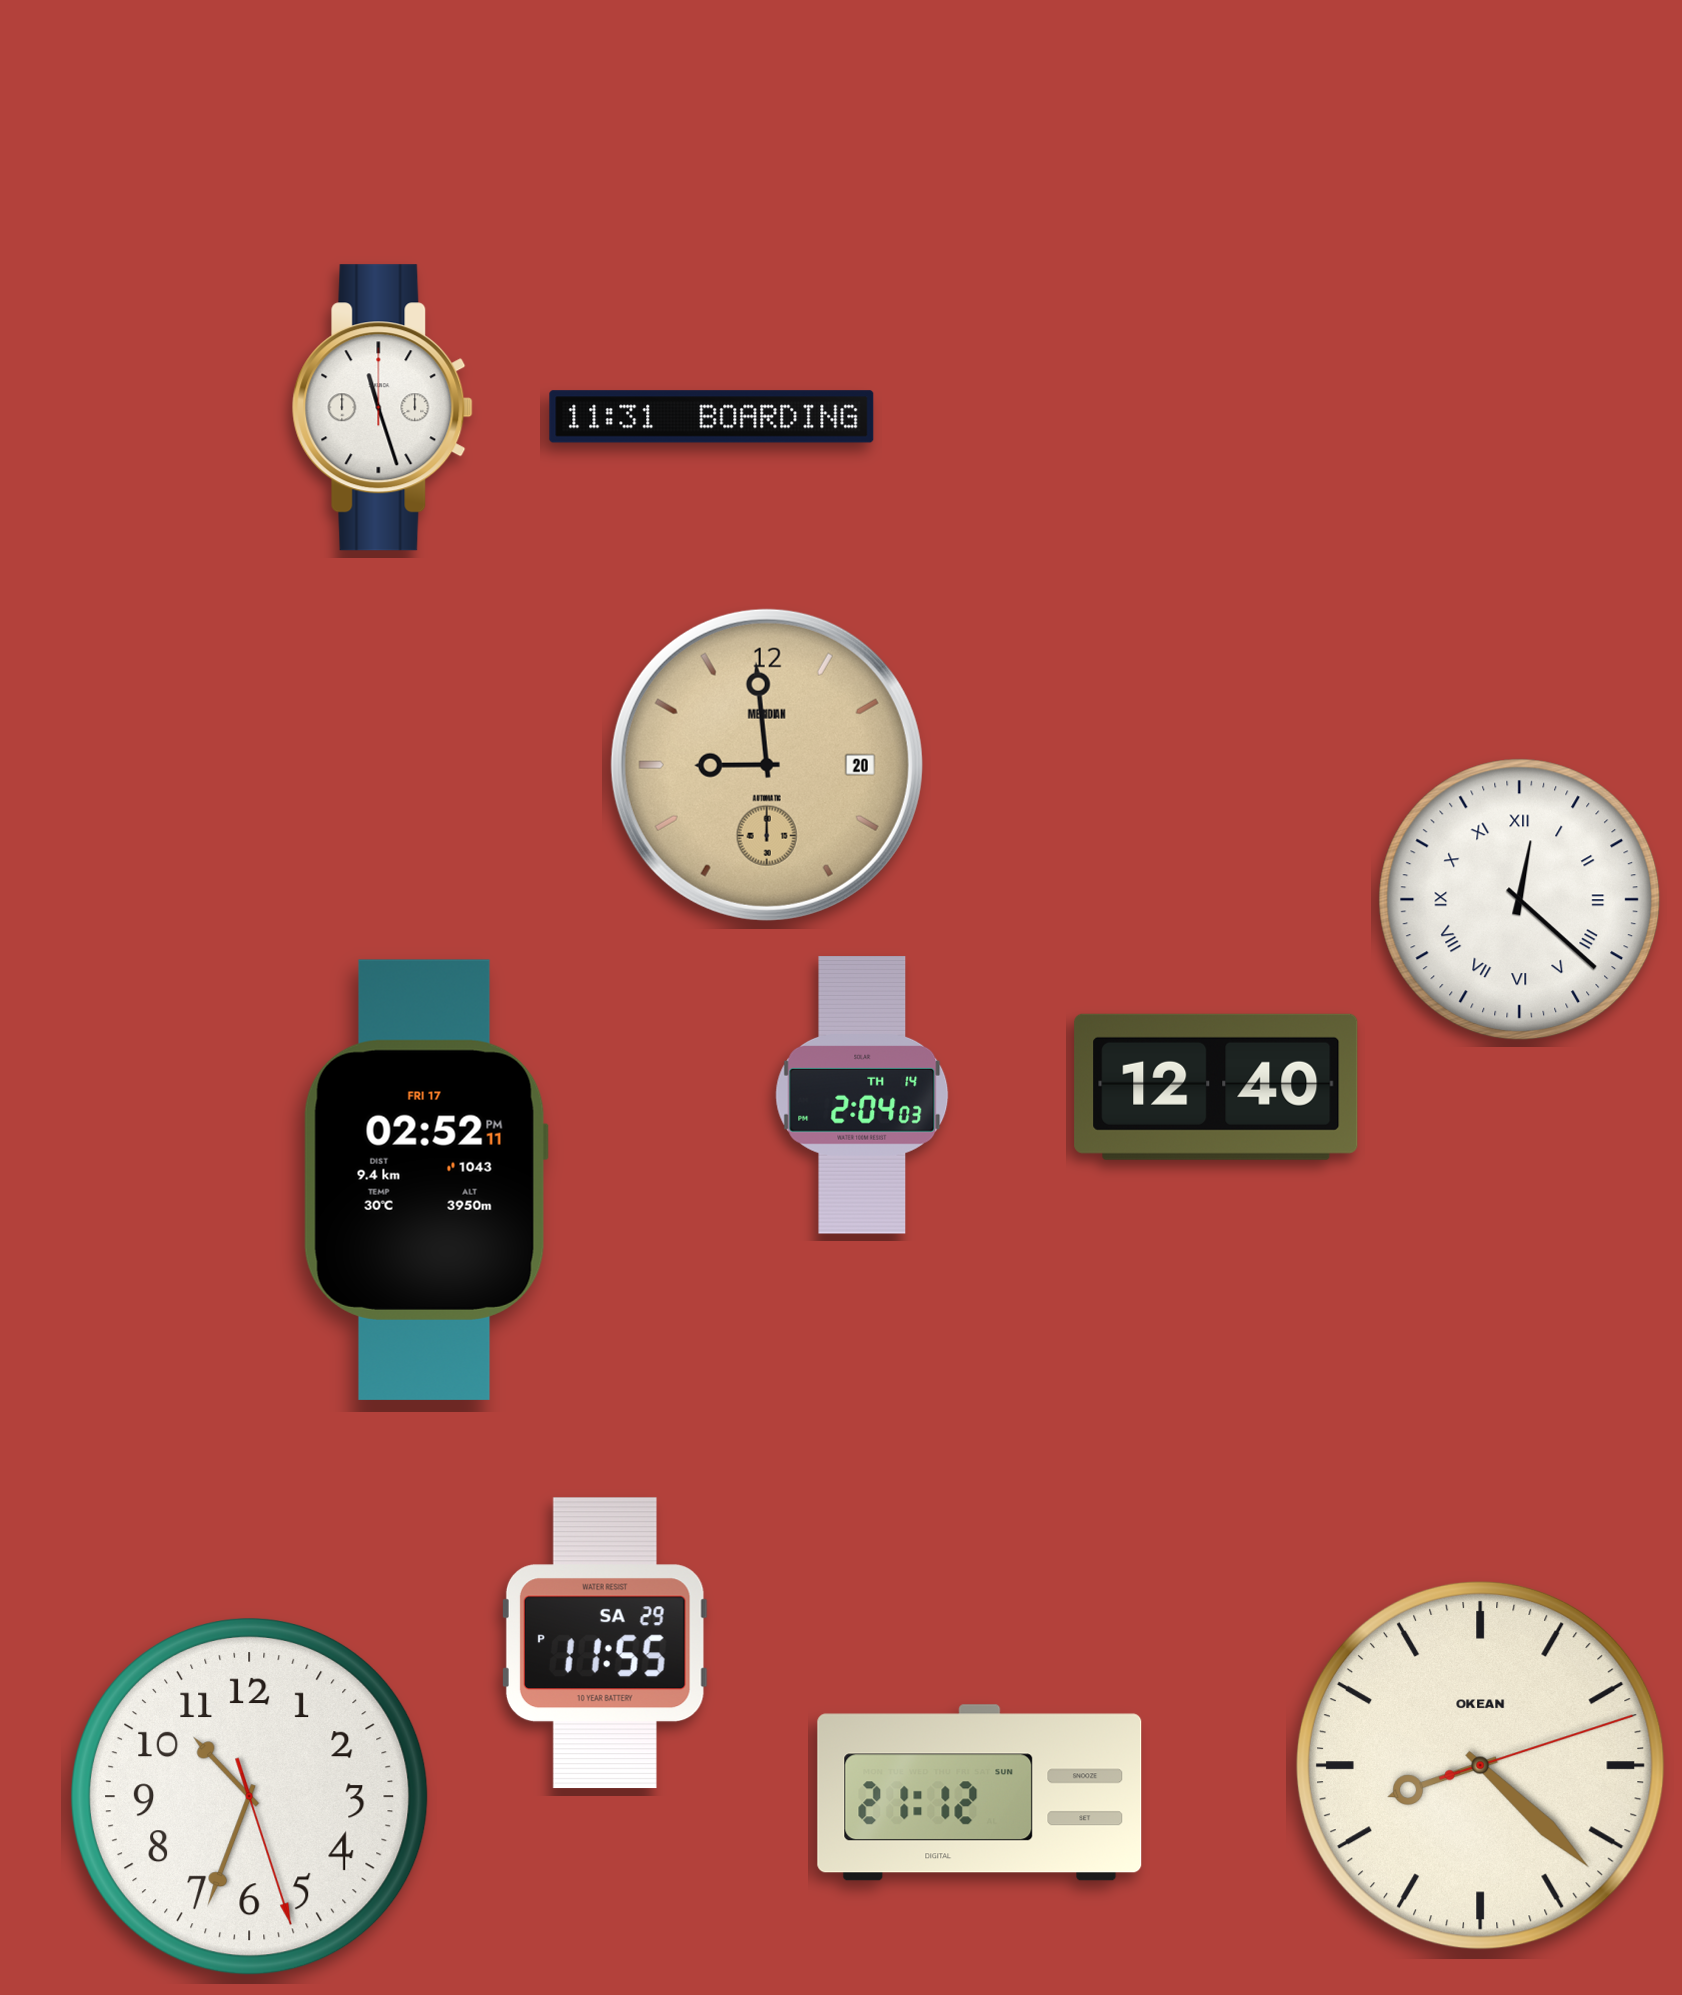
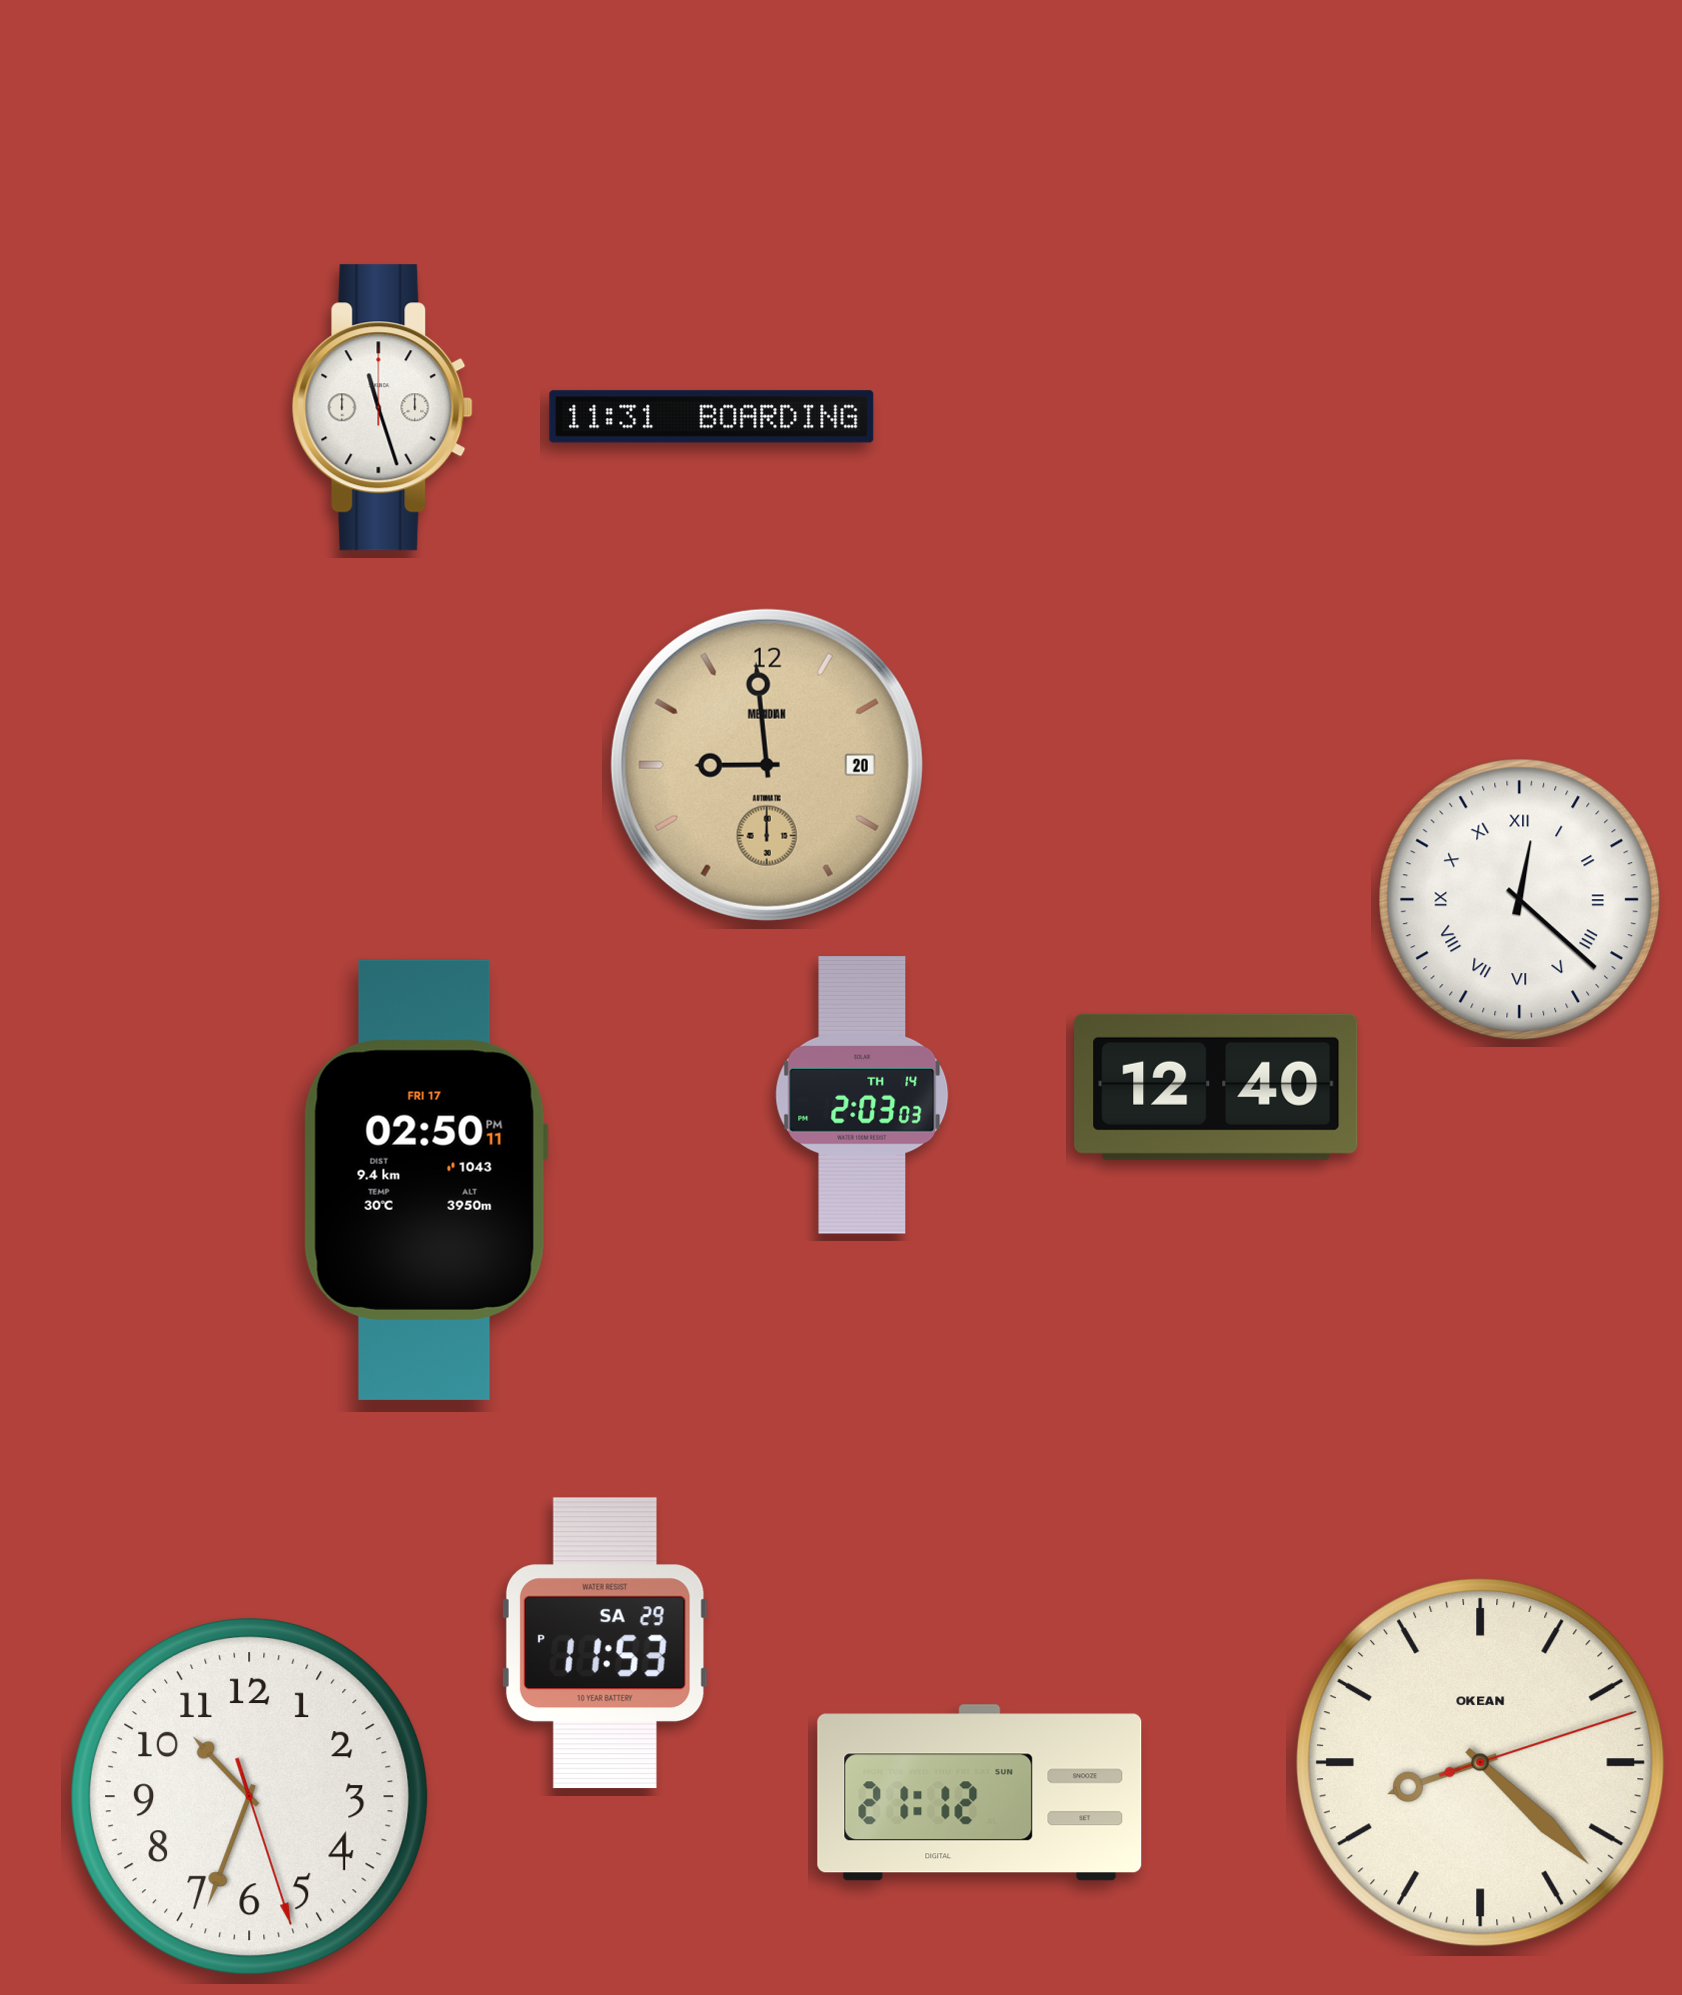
clock at (862, 1096): 2:04 -> 2:03
clock at (426, 1180): 02:52 -> 02:50
clock at (605, 1643): 11:55 -> 11:53
clock at (1480, 1765) position: (1480, 1765) -> (1480, 1762)
